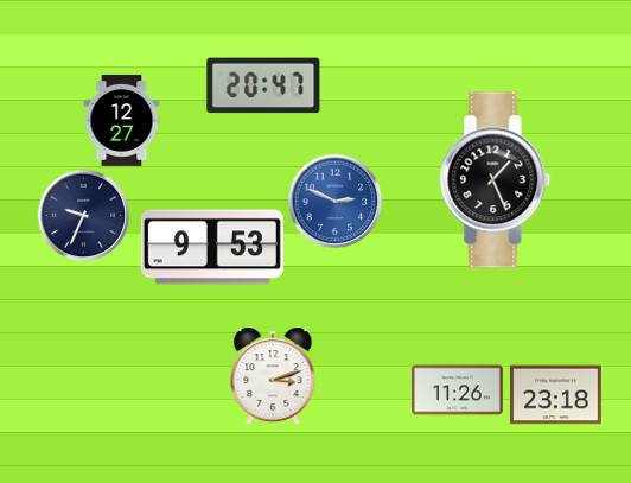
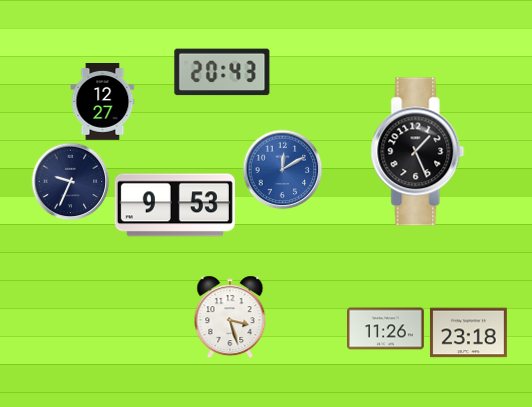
clock at (263, 85): 20:47 -> 20:43
clock at (334, 201): 2:49 -> 12:10
clock at (212, 247) position: (212, 247) -> (175, 205)
clock at (273, 376): 3:12 -> 3:27
